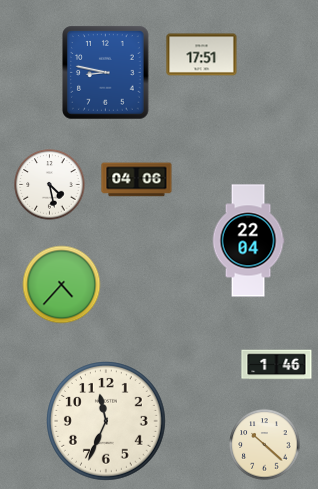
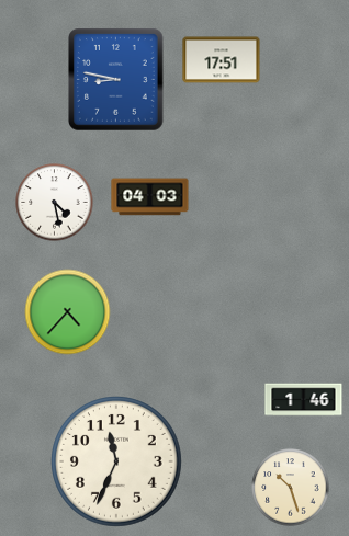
clock at (137, 180): 04:06 -> 04:03
clock at (248, 241): 22:04 -> none
clock at (265, 445): 10:22 -> 10:27
